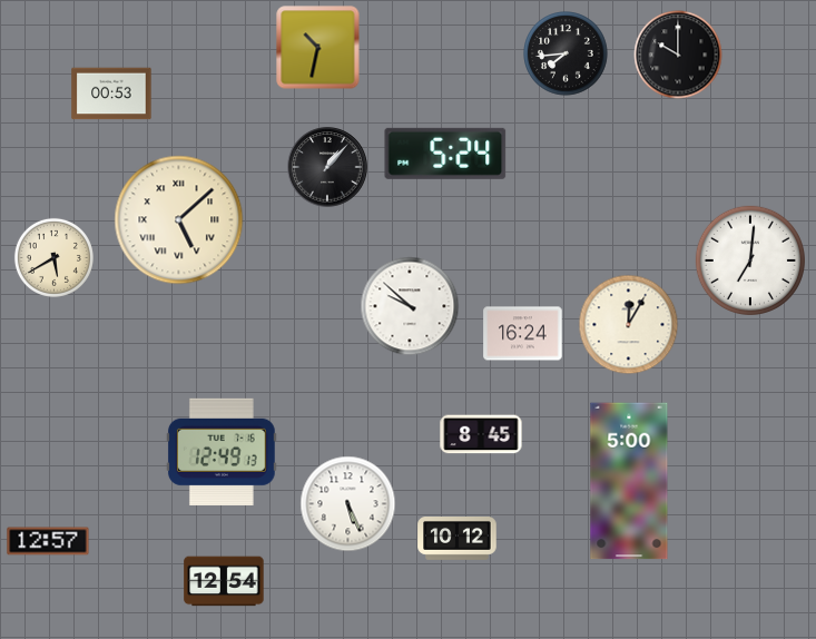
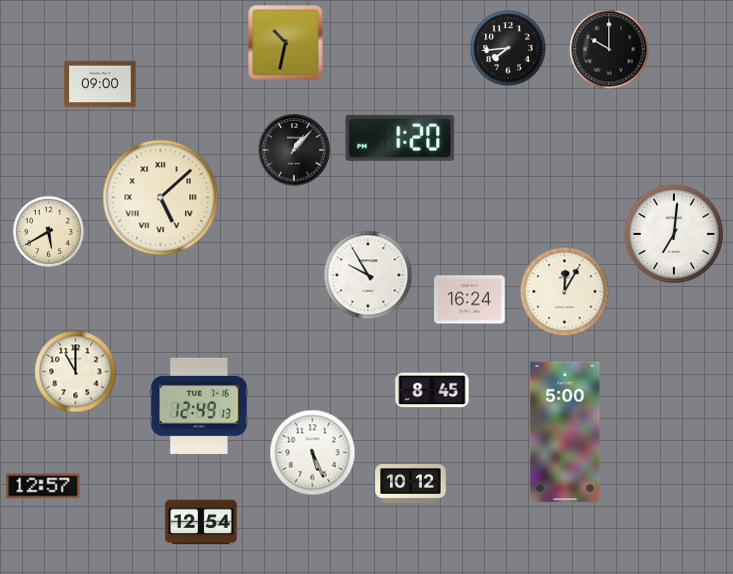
clock at (111, 94): 00:53 -> 09:00
clock at (445, 154): 5:24 -> 1:20
clock at (410, 306): 9:52 -> 9:55
clock at (76, 372): none -> 11:00
